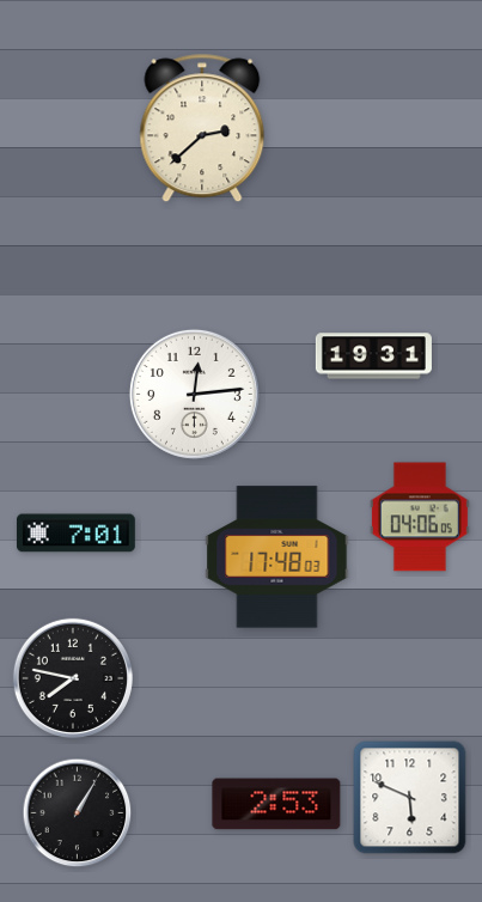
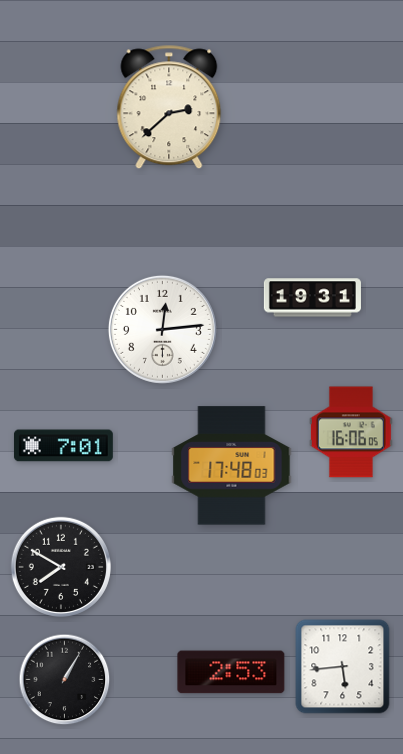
clock at (420, 517): 04:06 -> 16:06
clock at (73, 678): 7:47 -> 7:50
clock at (410, 798): 5:49 -> 5:44
